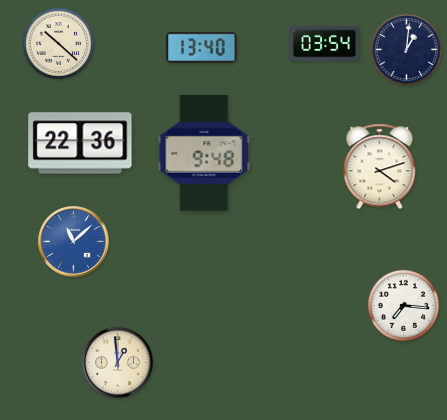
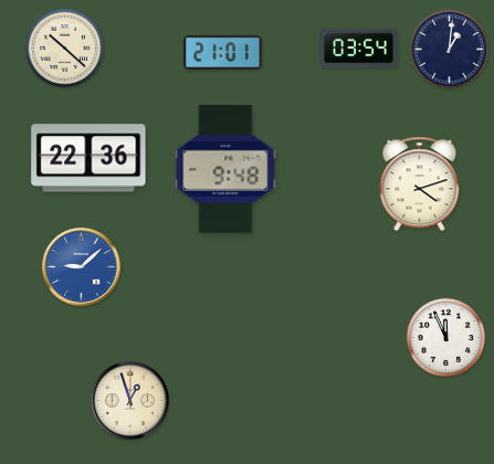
clock at (202, 47): 13:40 -> 21:01
clock at (406, 49) position: (406, 49) -> (449, 49)
clock at (74, 242): 11:08 -> 9:08
clock at (403, 305): 7:16 -> 11:56
clock at (118, 363): 12:59 -> 12:57
